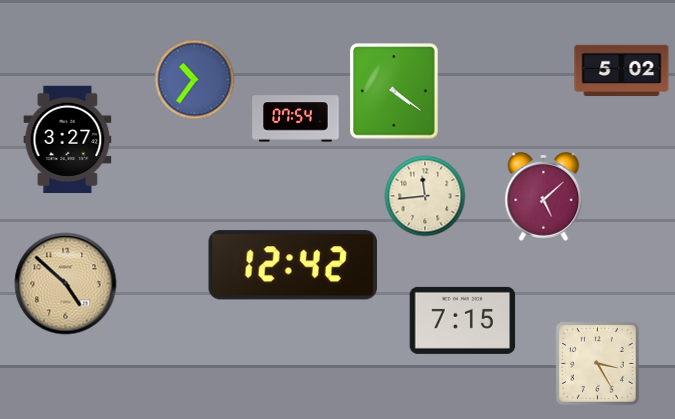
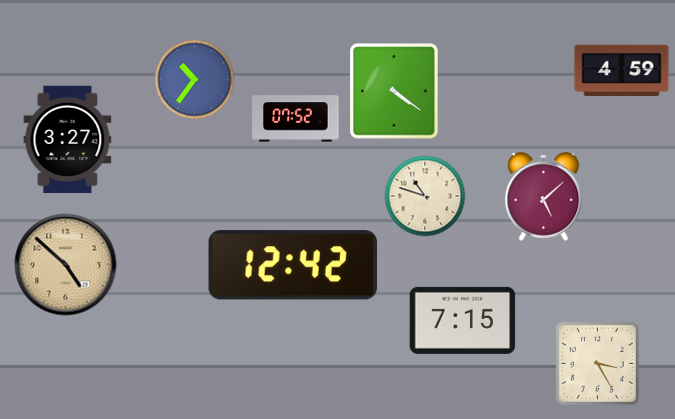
clock at (622, 71): 5:02 -> 4:59
clock at (296, 119): 07:54 -> 07:52
clock at (425, 196): 11:44 -> 10:48
clock at (66, 284) position: (66, 284) -> (66, 265)
